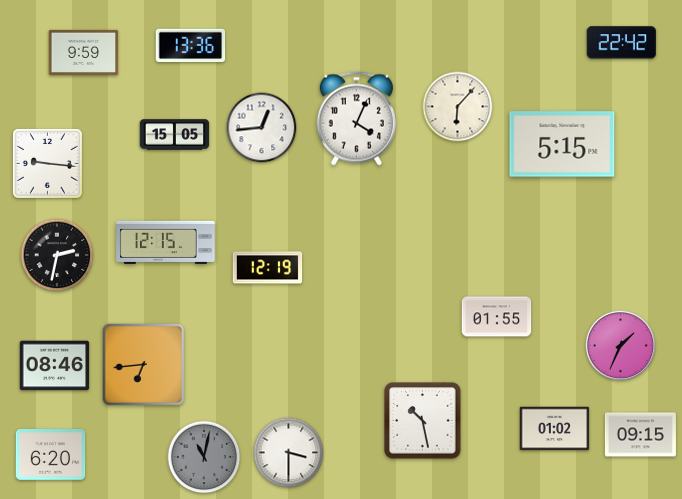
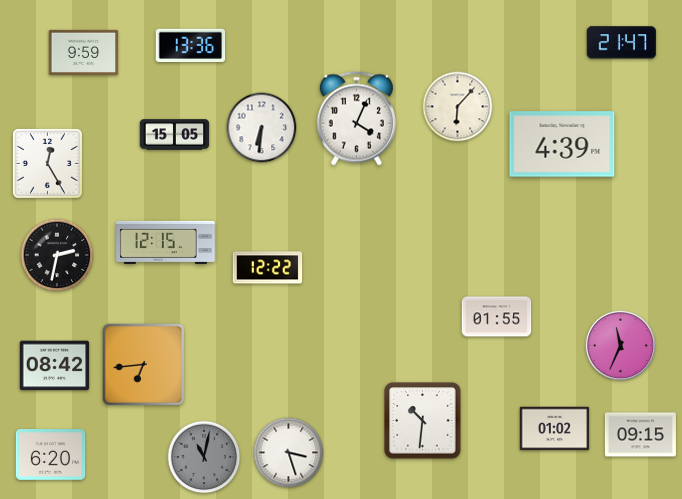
clock at (622, 43): 22:42 -> 21:47
clock at (262, 128): 12:44 -> 6:31
clock at (562, 144): 5:15 -> 4:39
clock at (47, 163): 9:16 -> 12:25
clock at (268, 268): 12:19 -> 12:22
clock at (620, 345): 1:34 -> 11:34
clock at (55, 366): 08:46 -> 08:42
clock at (423, 421): 10:28 -> 10:31
clock at (289, 453): 3:30 -> 3:27
